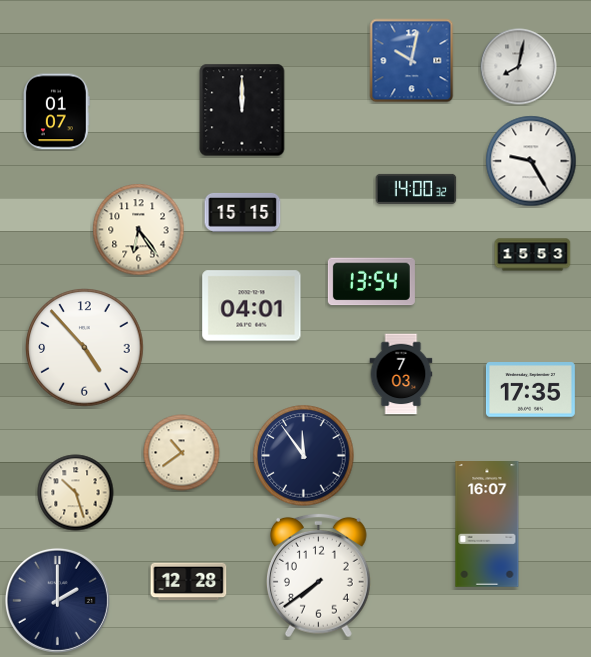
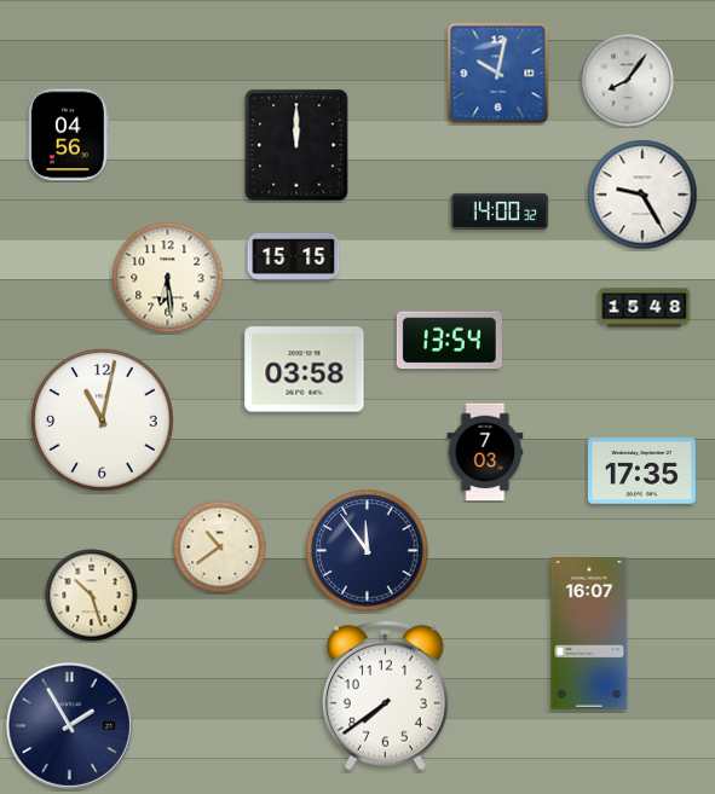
clock at (519, 67): 8:02 -> 8:06
clock at (242, 110) position: (242, 110) -> (296, 145)
clock at (56, 112): 01:07 -> 04:56
clock at (416, 189) position: (416, 189) -> (500, 211)
clock at (139, 230): 6:24 -> 6:29
clock at (533, 255): 15:53 -> 15:48
clock at (252, 306): 04:01 -> 03:58
clock at (85, 348): 4:53 -> 11:02
clock at (189, 582): 12:28 -> none
clock at (57, 600): 2:00 -> 1:55
